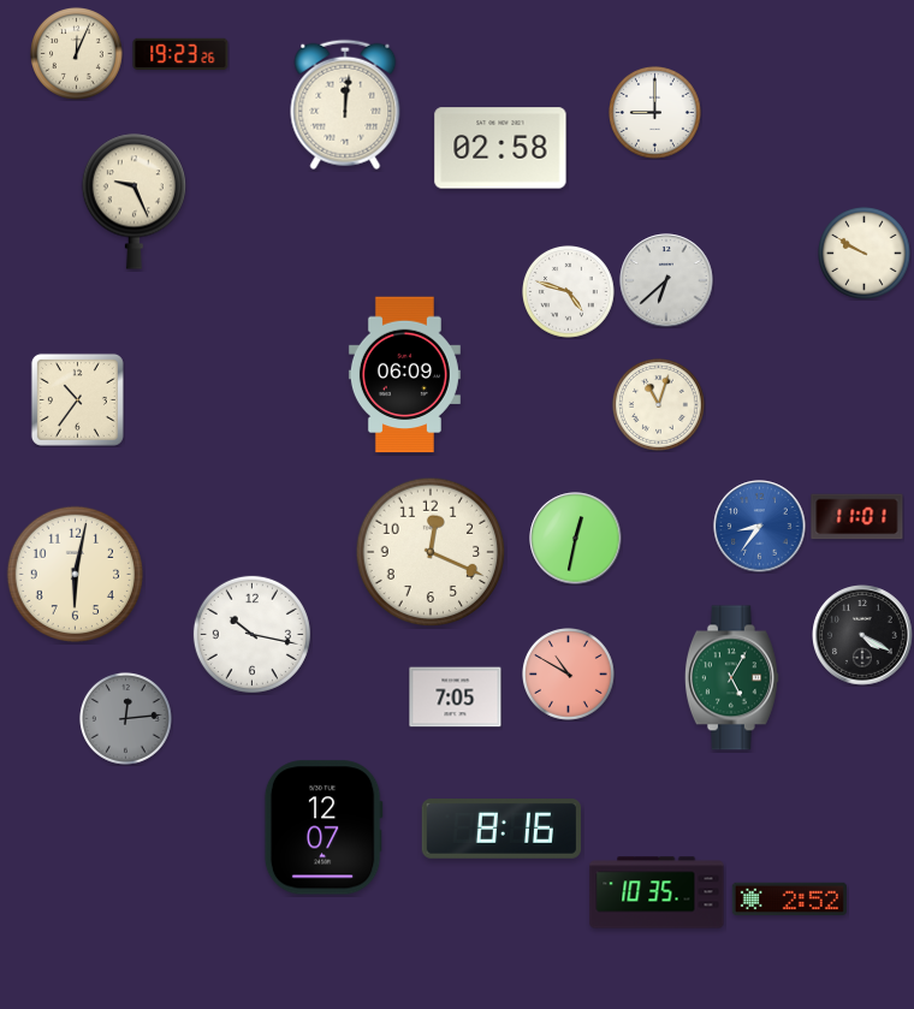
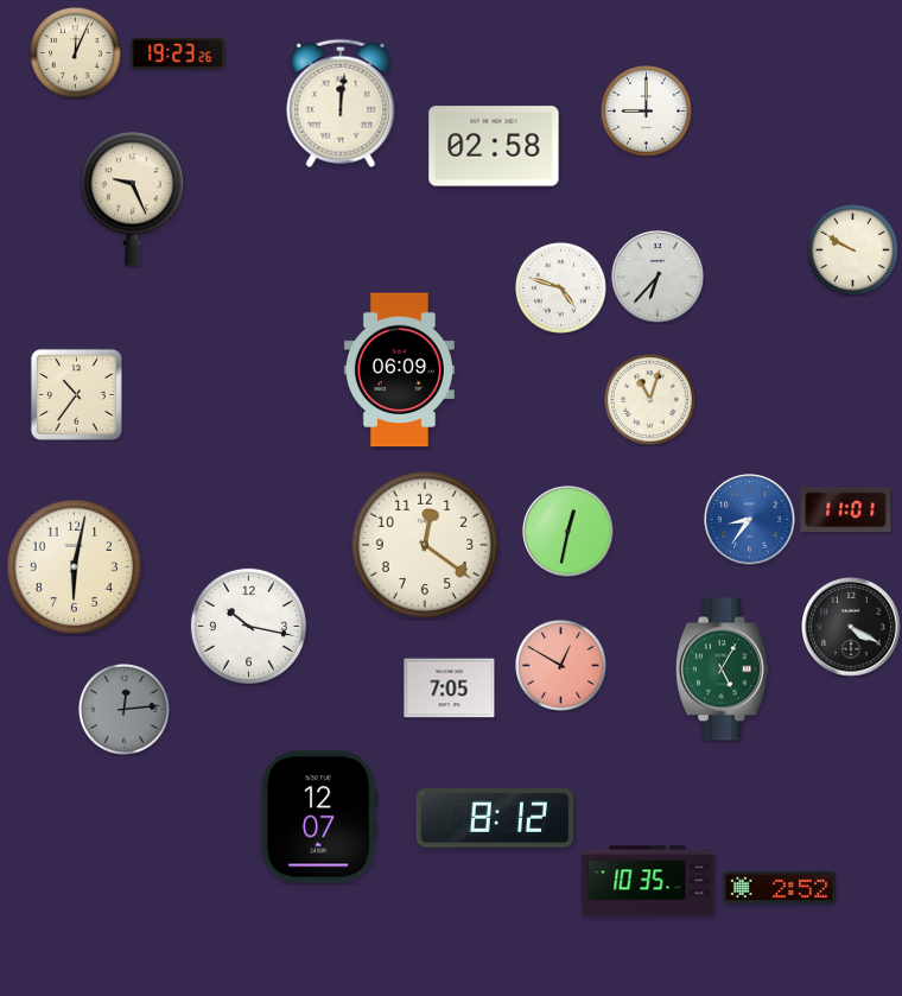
clock at (666, 280): 6:38 -> 6:37
clock at (431, 552): 12:19 -> 12:21
clock at (569, 675): 10:50 -> 12:50
clock at (500, 830): 8:16 -> 8:12
